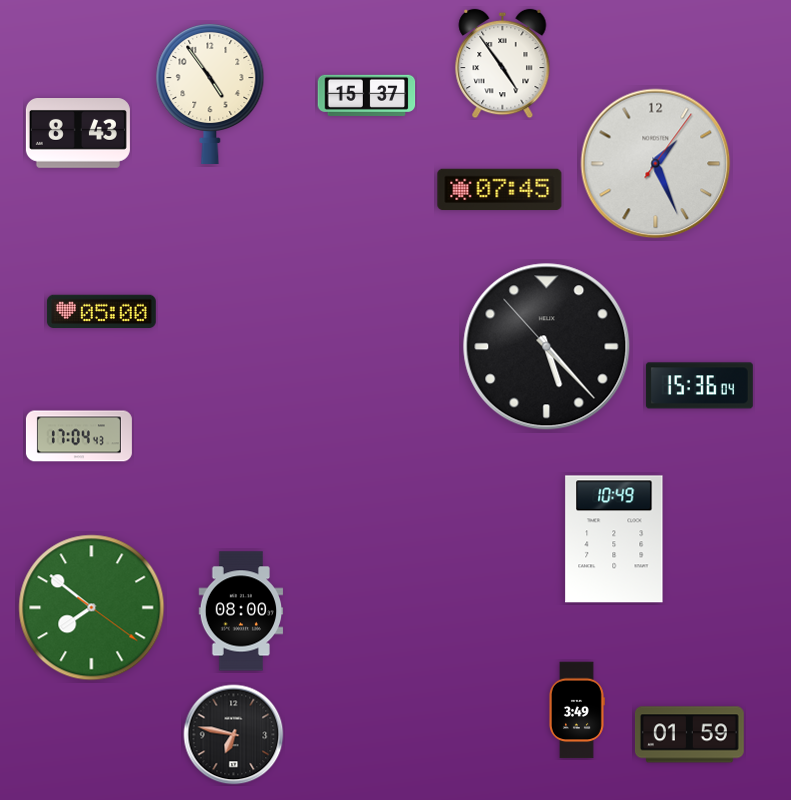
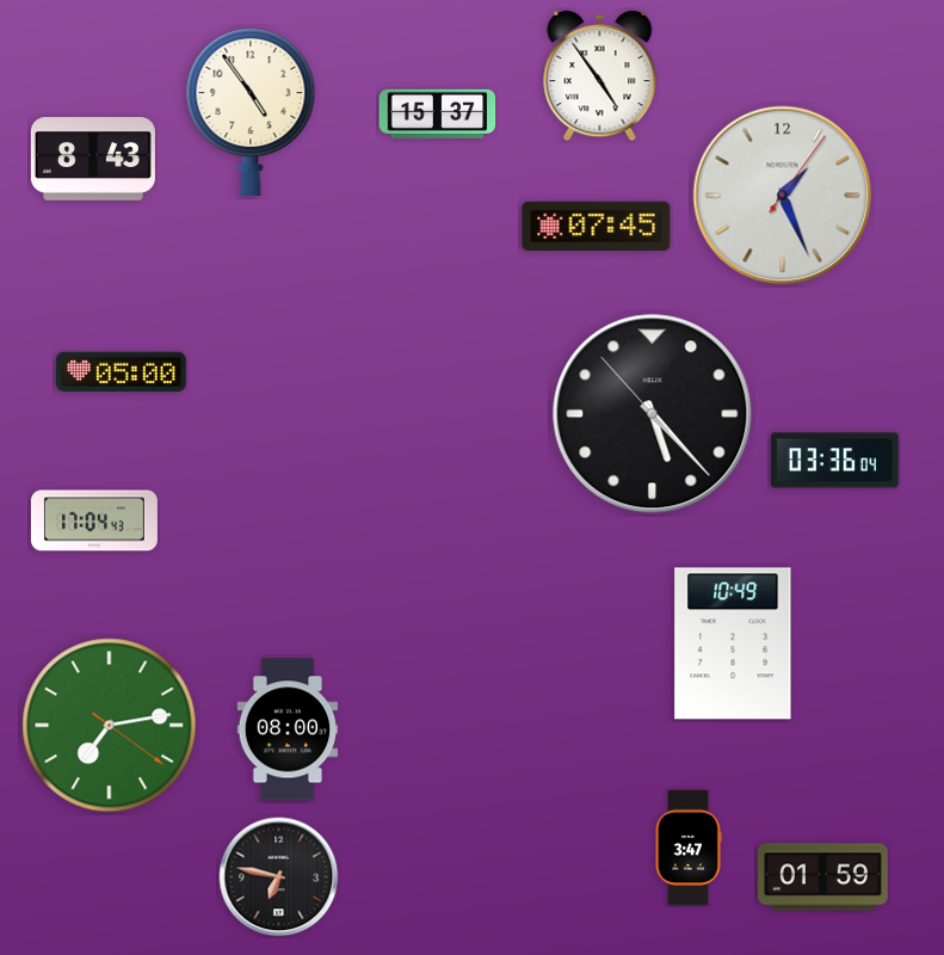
clock at (699, 386): 15:36 -> 03:36
clock at (92, 608): 7:51 -> 7:13
clock at (577, 710): 3:49 -> 3:47
